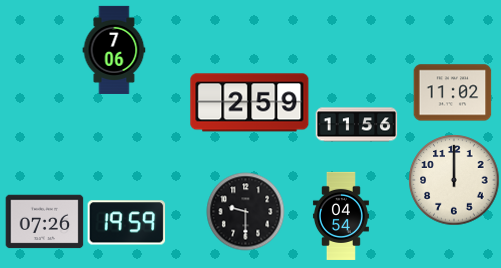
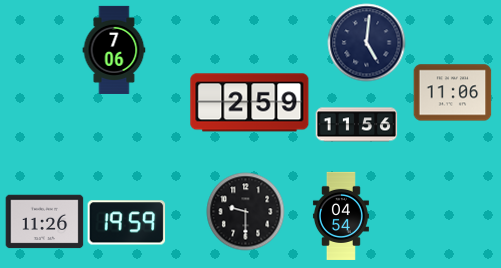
clock at (366, 42): none -> 5:01
clock at (452, 93): 11:02 -> 11:06
clock at (454, 180): 12:00 -> none
clock at (44, 222): 07:26 -> 11:26
